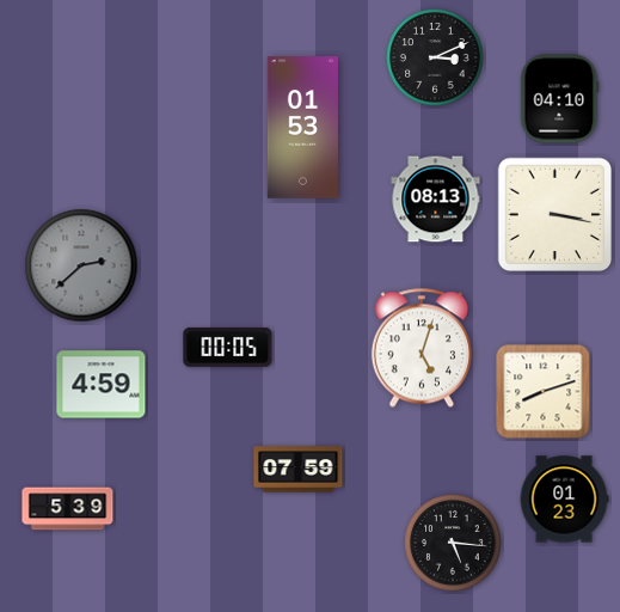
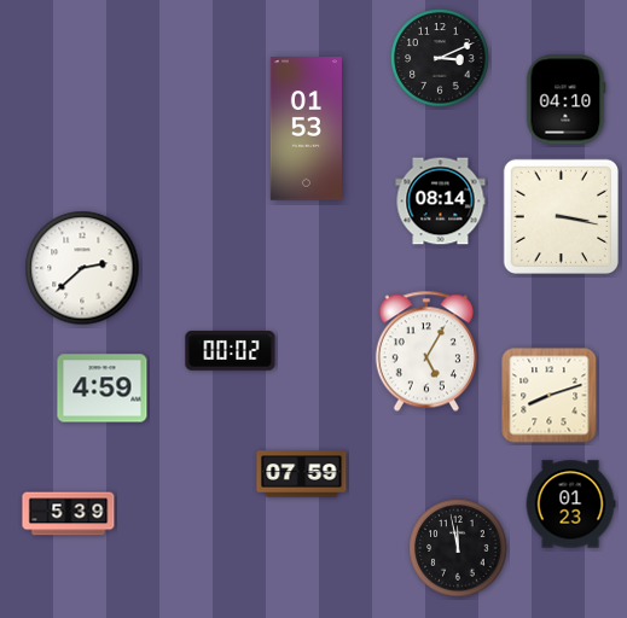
clock at (436, 200): 08:13 -> 08:14
clock at (81, 265) dial: grey -> white
clock at (228, 348): 00:05 -> 00:02
clock at (422, 348): 5:03 -> 5:05
clock at (453, 543): 5:16 -> 11:58
